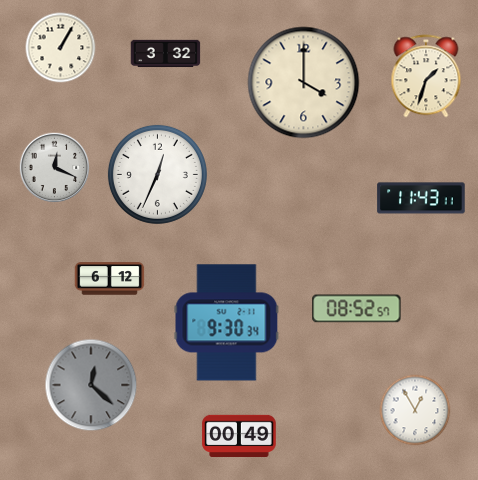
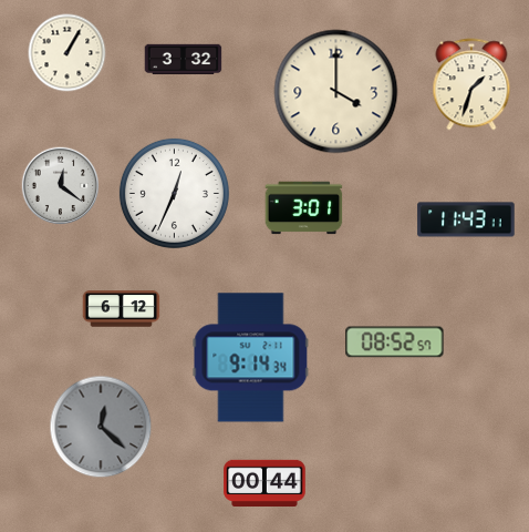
clock at (55, 168): 12:19 -> 12:21
clock at (304, 208): none -> 3:01
clock at (227, 323): 9:30 -> 9:14
clock at (415, 410): 12:55 -> none
clock at (239, 435): 00:49 -> 00:44
